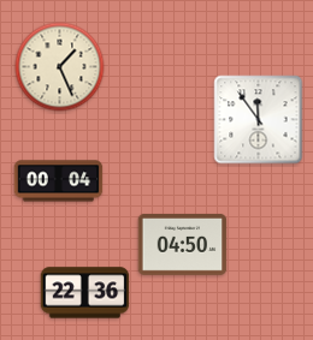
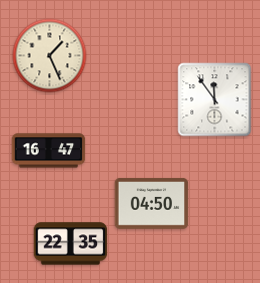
clock at (59, 181): 00:04 -> 16:47
clock at (85, 293): 22:36 -> 22:35
